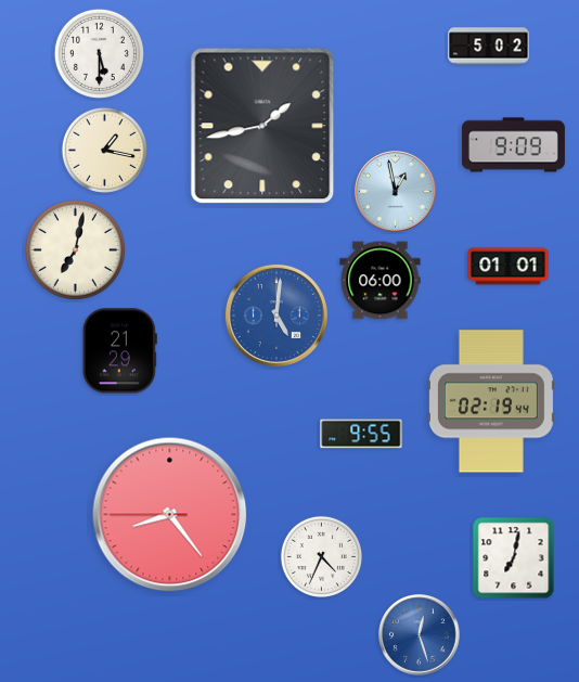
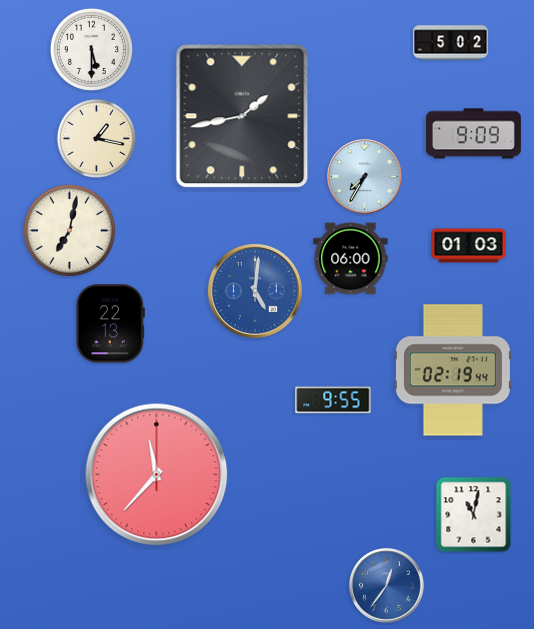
clock at (396, 192): 12:58 -> 7:35
clock at (509, 267): 01:01 -> 01:03
clock at (119, 351): 21:29 -> 22:13
clock at (170, 515): 8:23 -> 11:37
clock at (321, 556): 4:34 -> none
clock at (514, 558): 7:02 -> 11:02
clock at (420, 635): 12:27 -> 12:36
